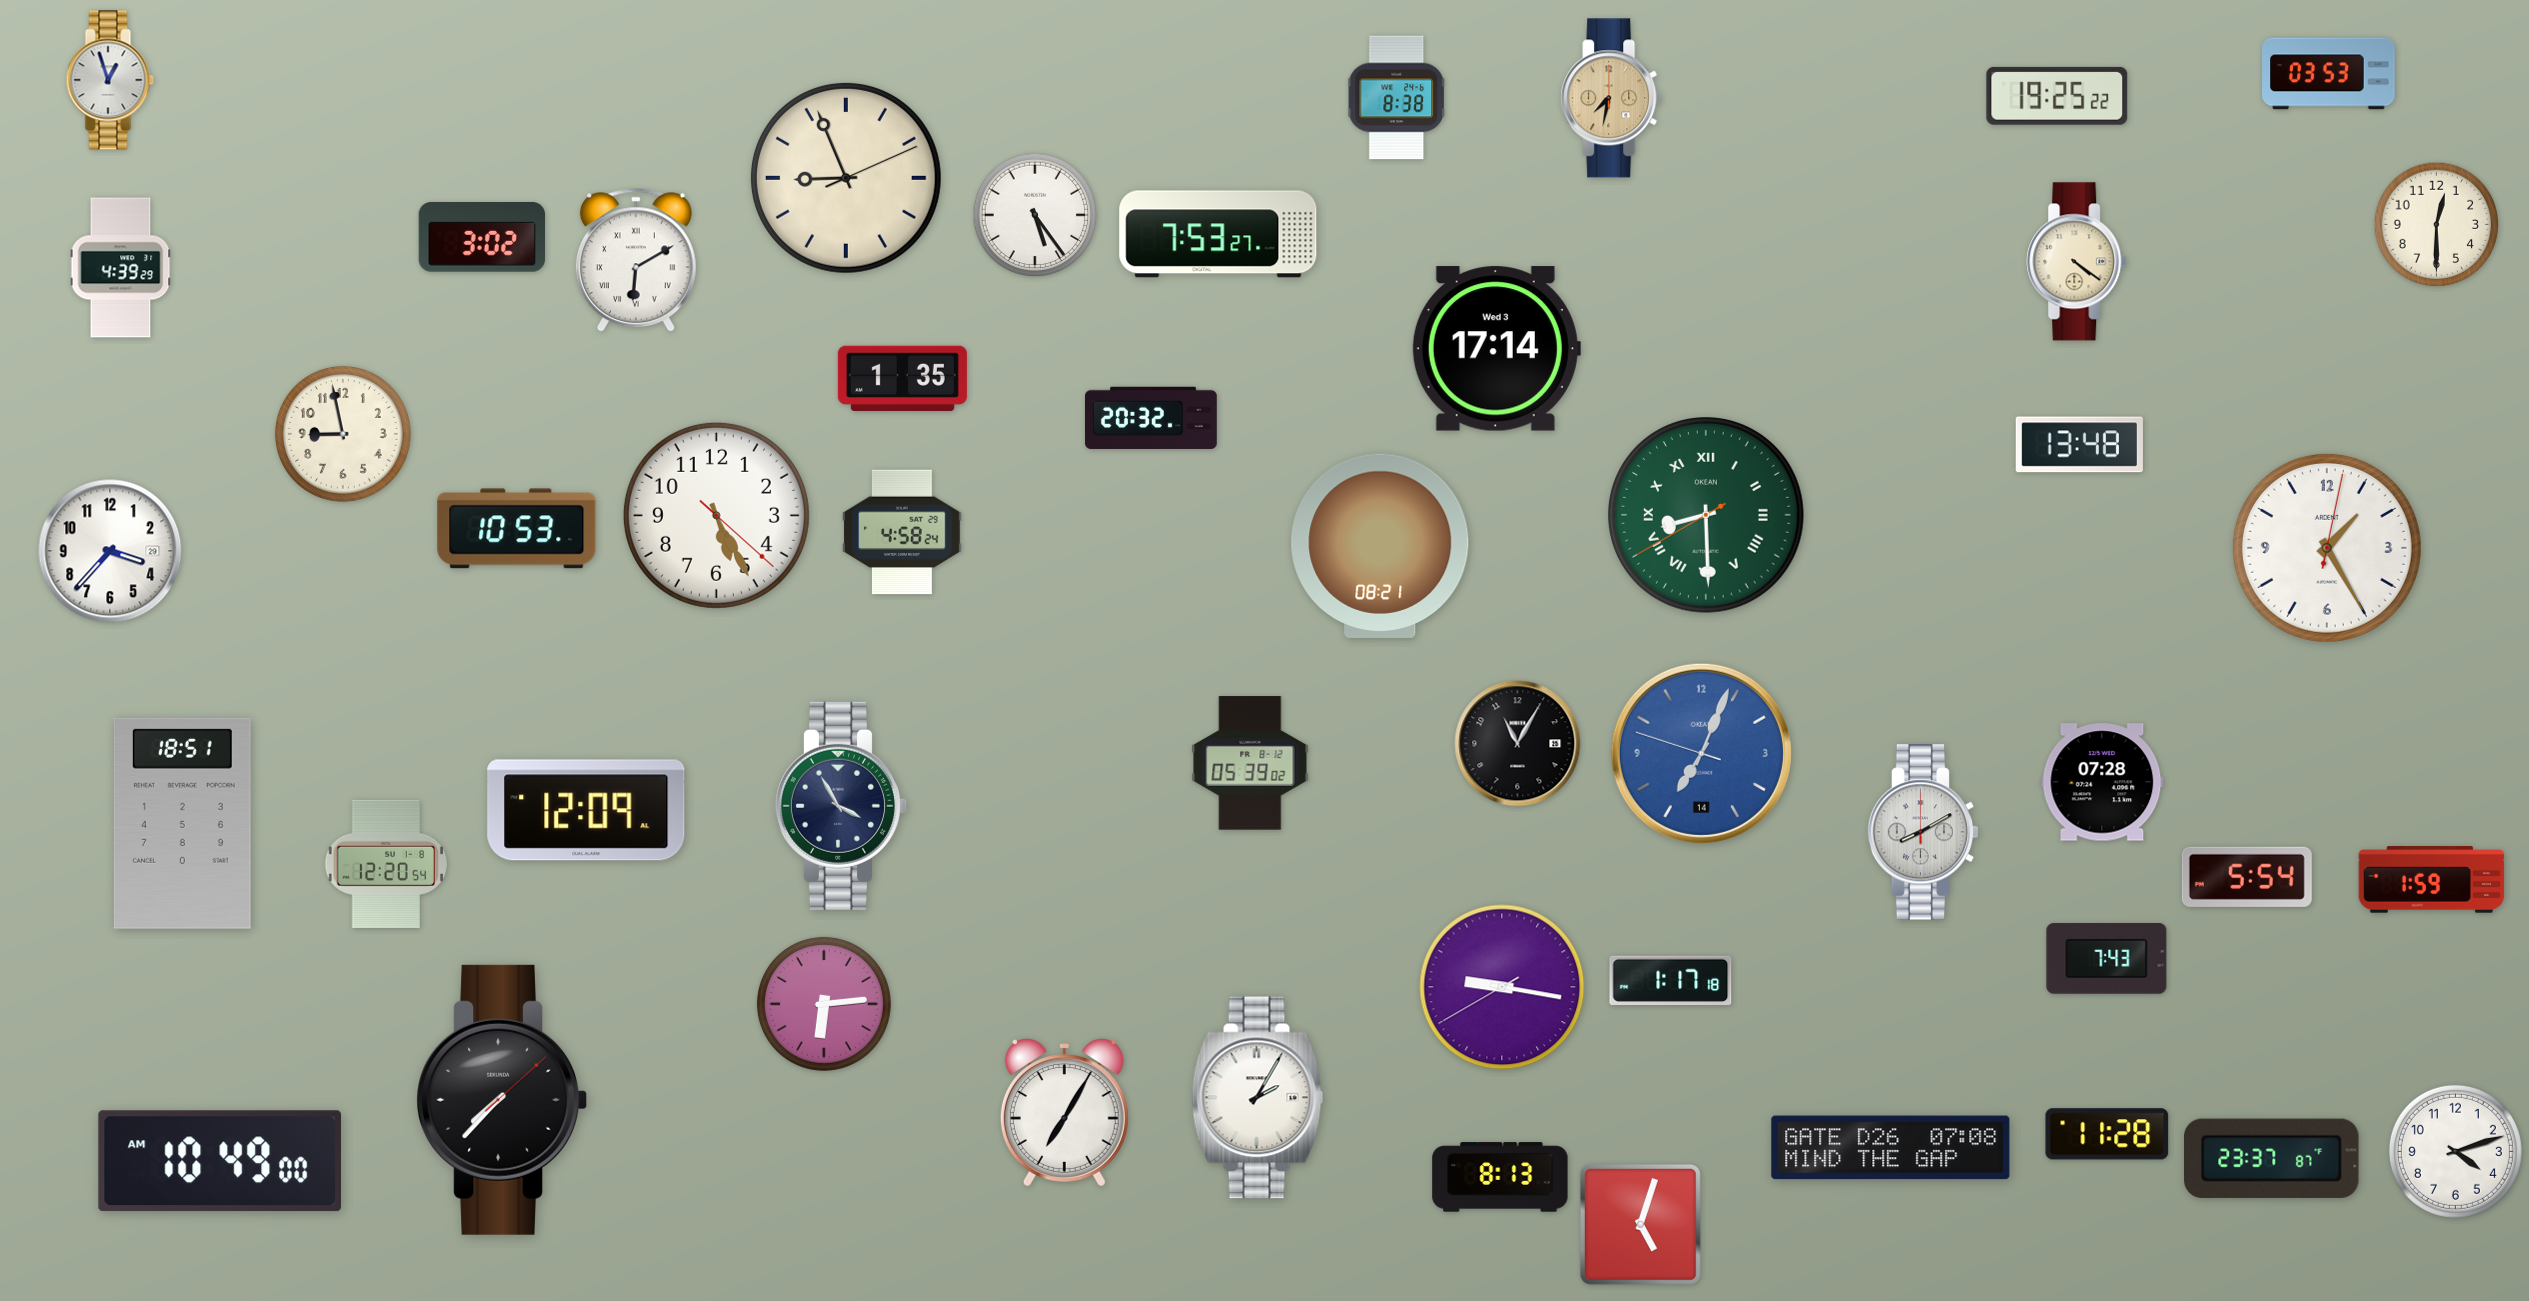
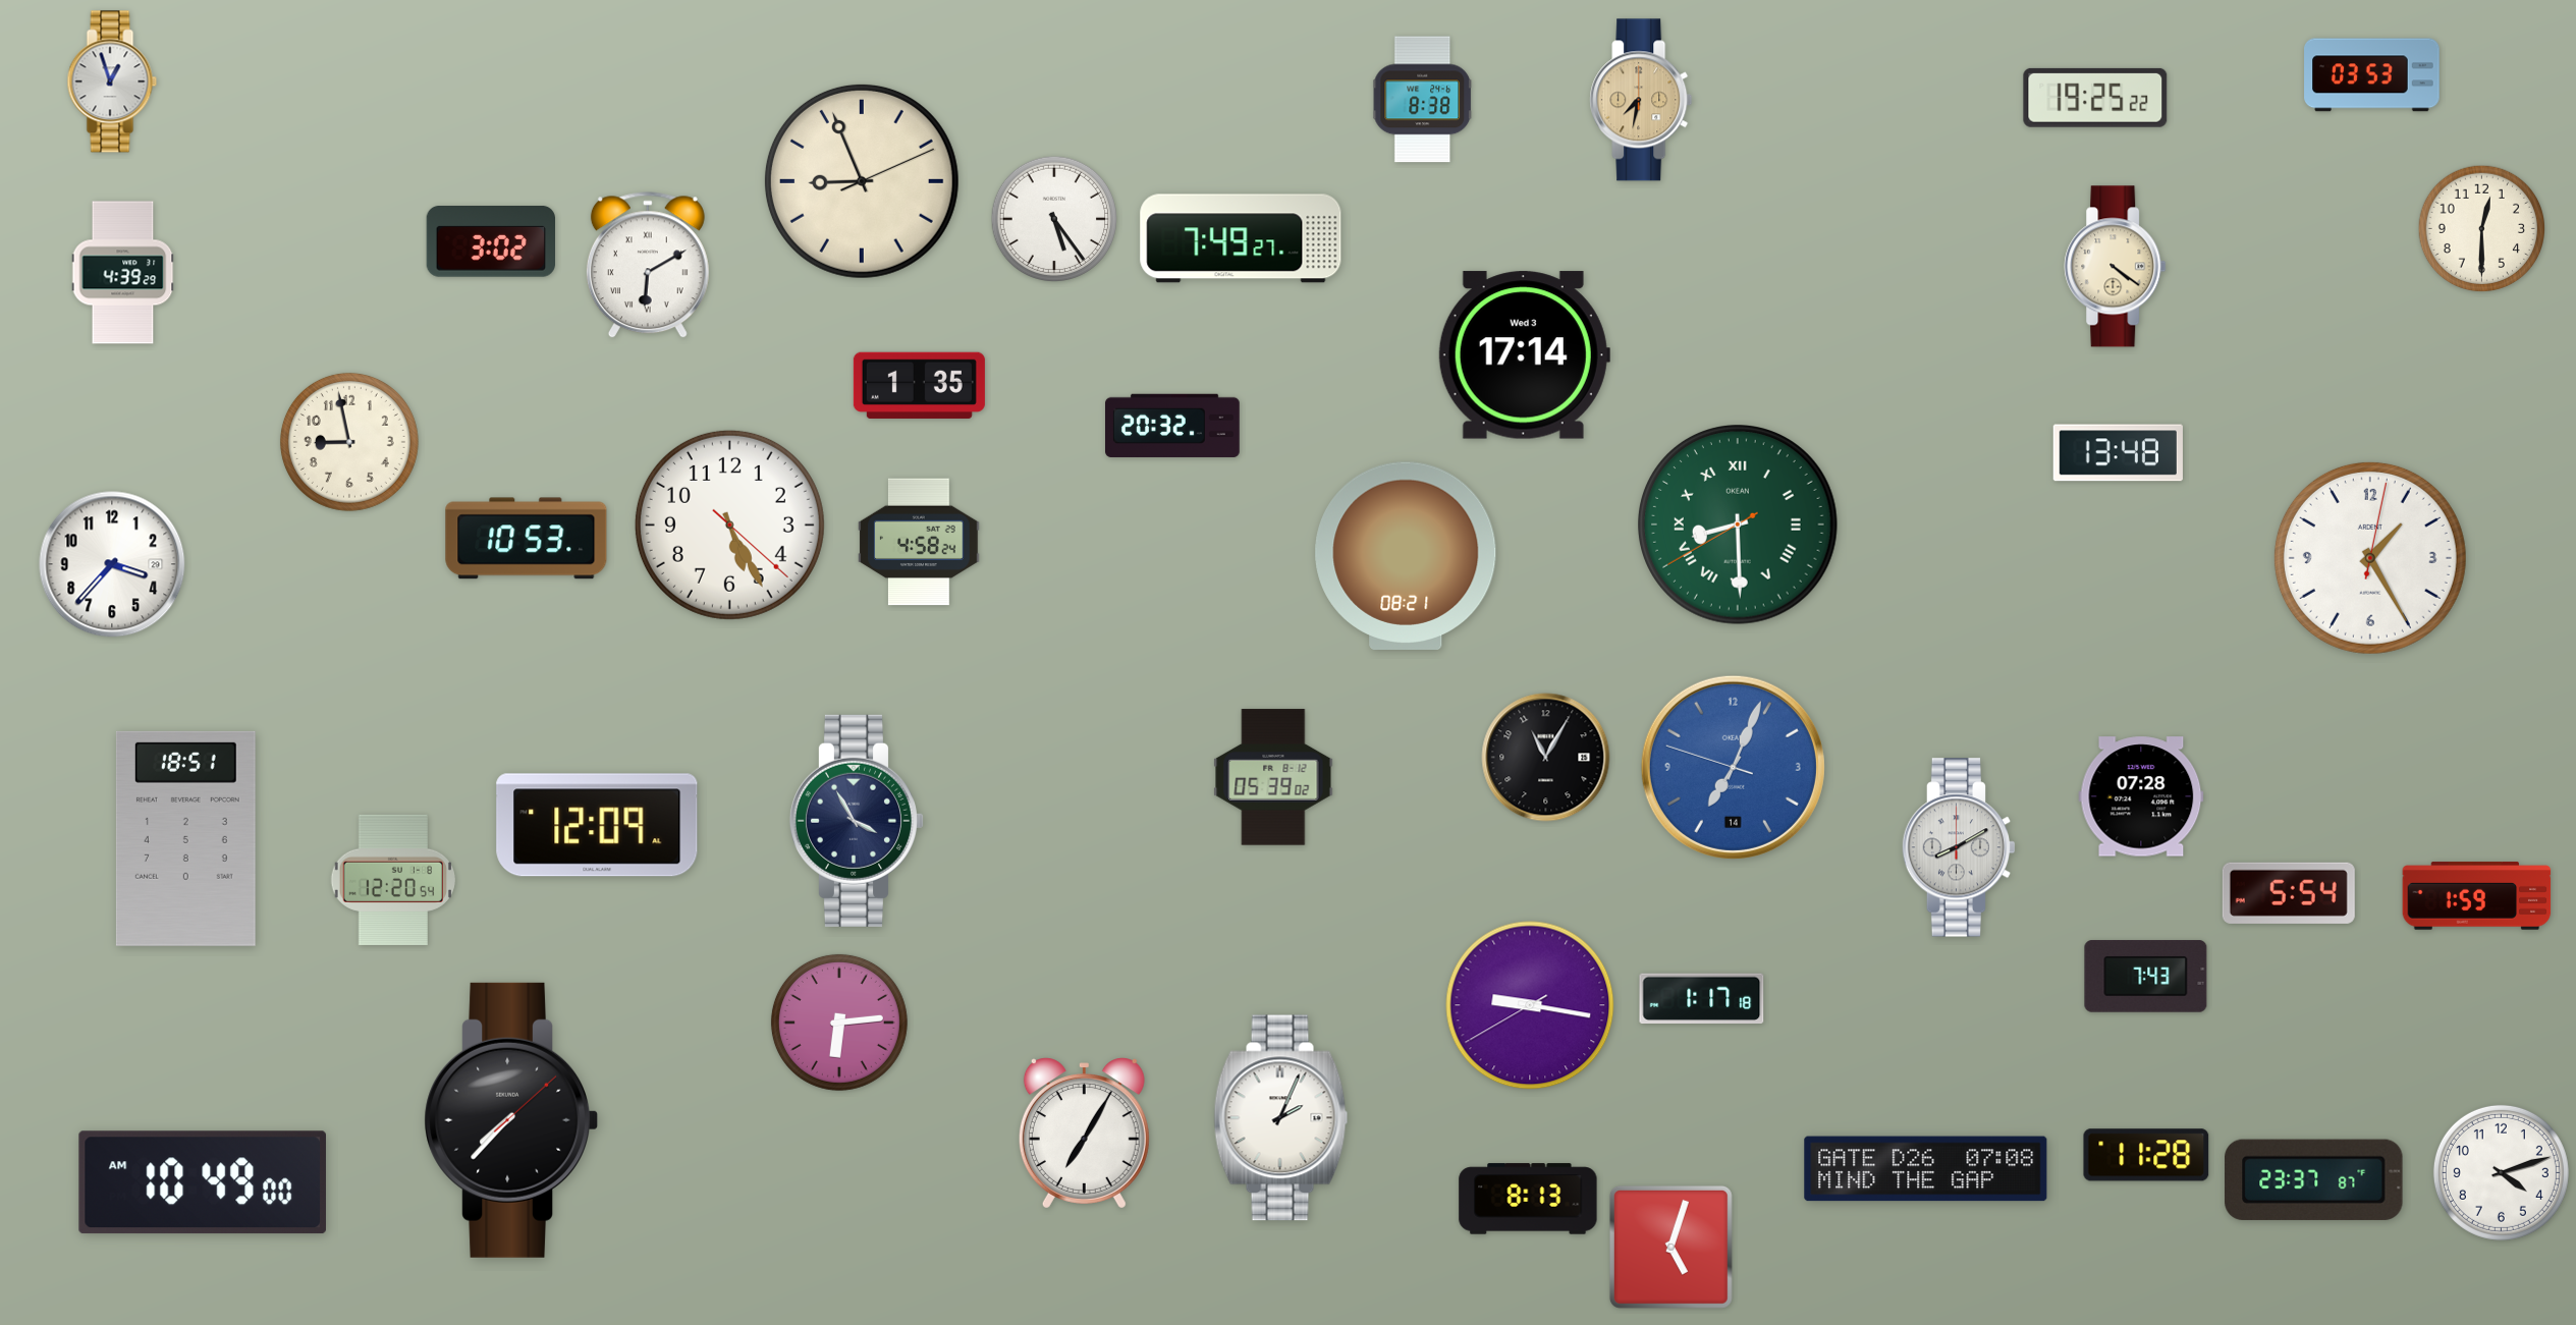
clock at (1218, 234): 7:53 -> 7:49
clock at (110, 551) position: (110, 551) -> (112, 564)
clock at (1258, 1098): 2:05 -> 2:04
clock at (220, 1161) position: (220, 1161) -> (203, 1182)
